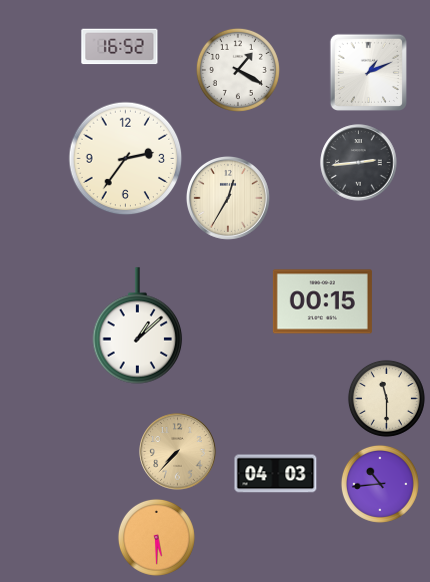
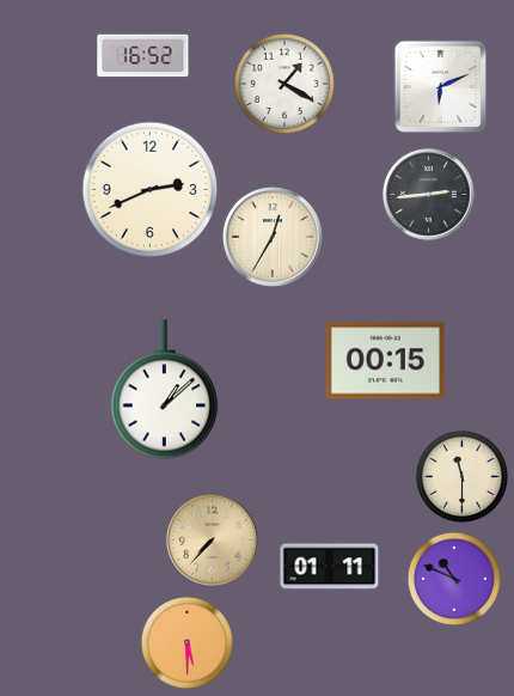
clock at (368, 72): 1:11 -> 6:11
clock at (126, 159): 2:36 -> 2:41
clock at (276, 474): 04:03 -> 01:11
clock at (380, 484): 10:44 -> 10:49
